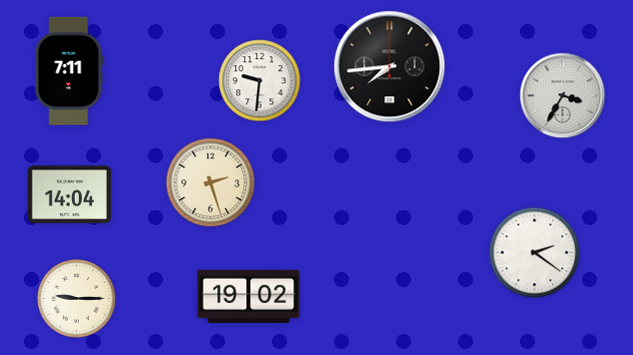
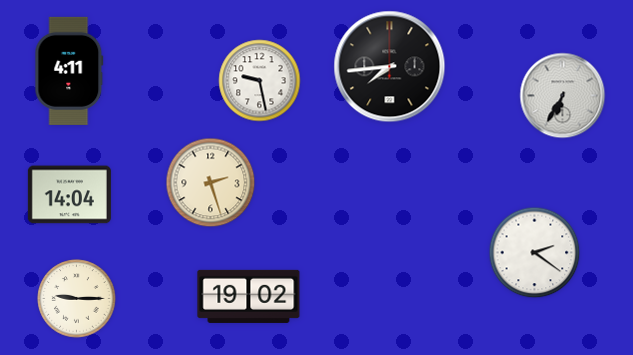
clock at (69, 71): 7:11 -> 4:11
clock at (260, 81): 9:31 -> 9:28
clock at (563, 96): 3:35 -> 6:35
